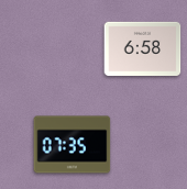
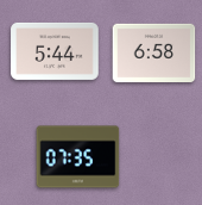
clock at (55, 51): none -> 5:44
